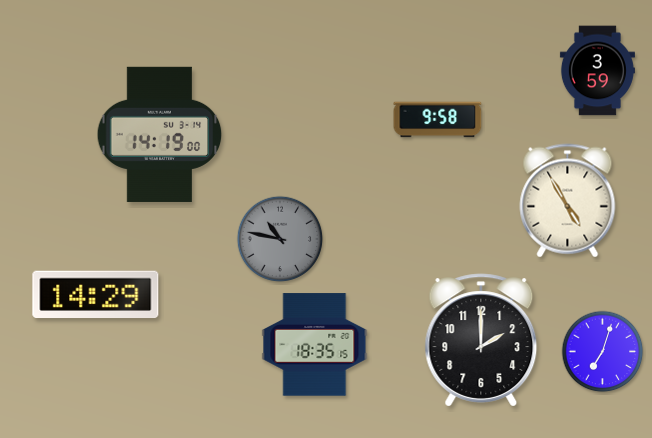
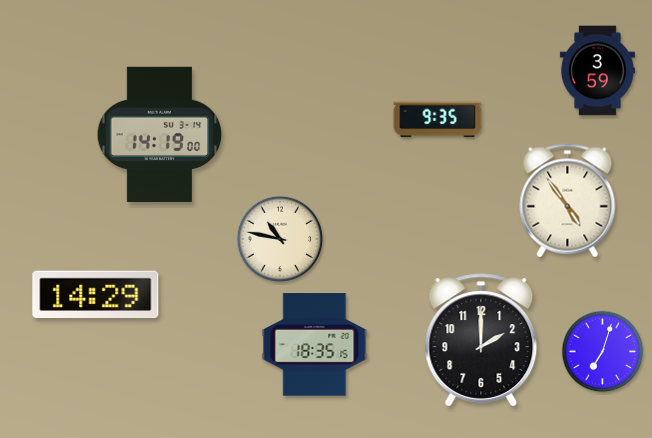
clock at (438, 120): 9:58 -> 9:35
clock at (568, 201): 4:55 -> 4:54
clock at (280, 239) dial: grey -> cream
